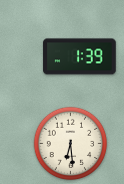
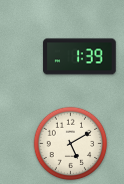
clock at (71, 144): 6:29 -> 5:10
